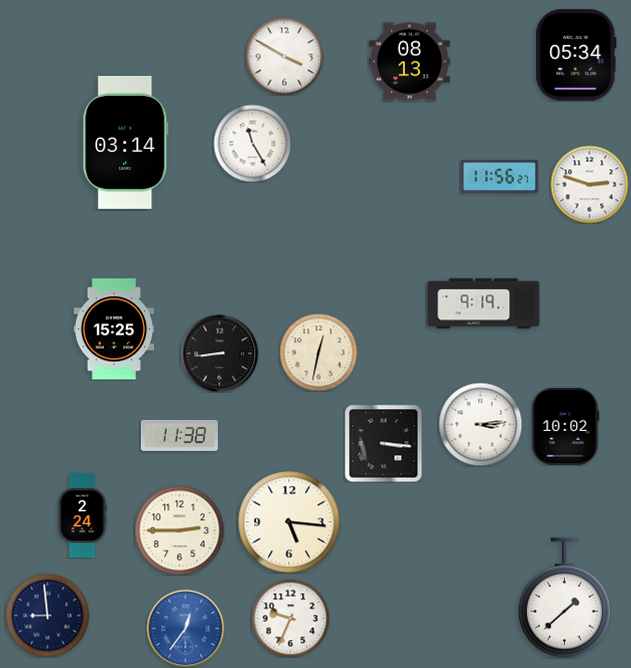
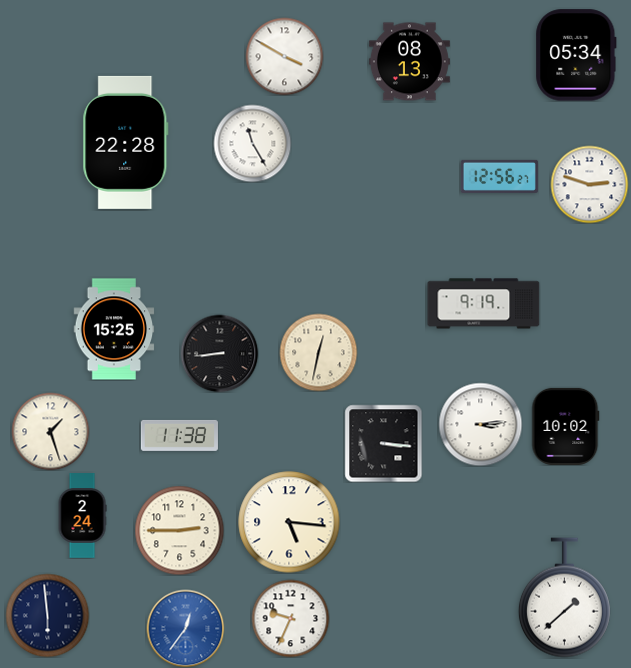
clock at (126, 142): 03:14 -> 22:28
clock at (499, 176): 11:56 -> 12:56
clock at (50, 431): none -> 1:27
clock at (47, 615): 8:59 -> 5:59
